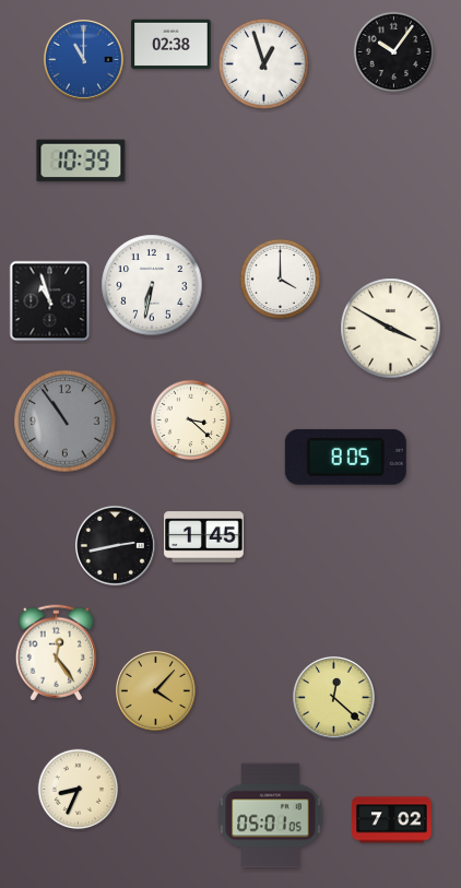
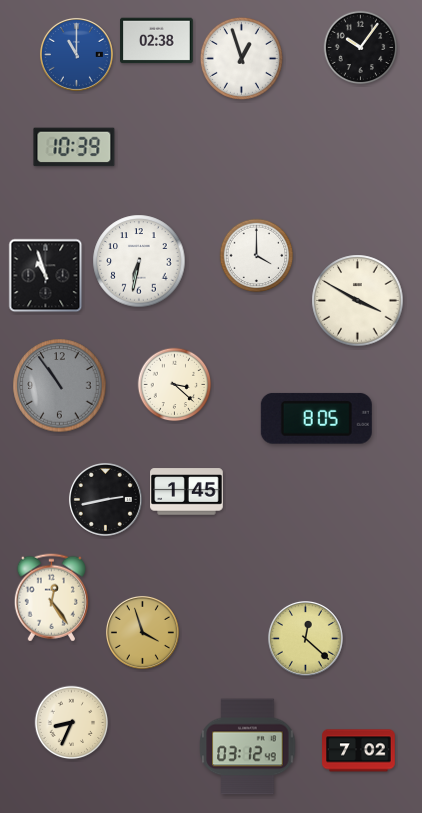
clock at (155, 690): 4:07 -> 3:57
clock at (271, 816): 05:01 -> 03:12
